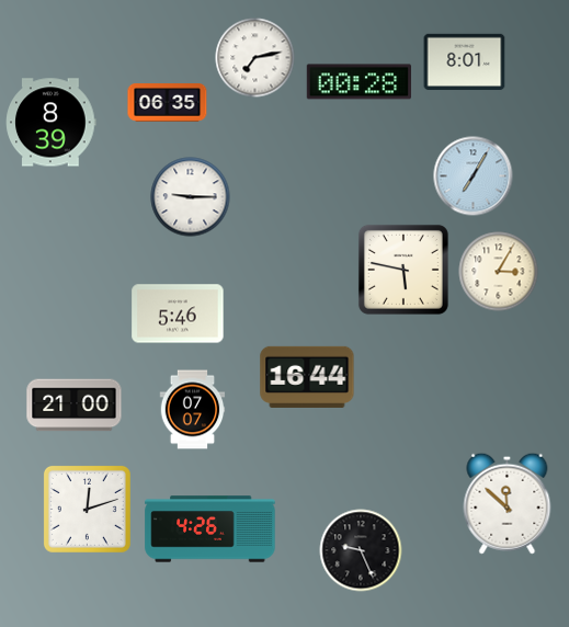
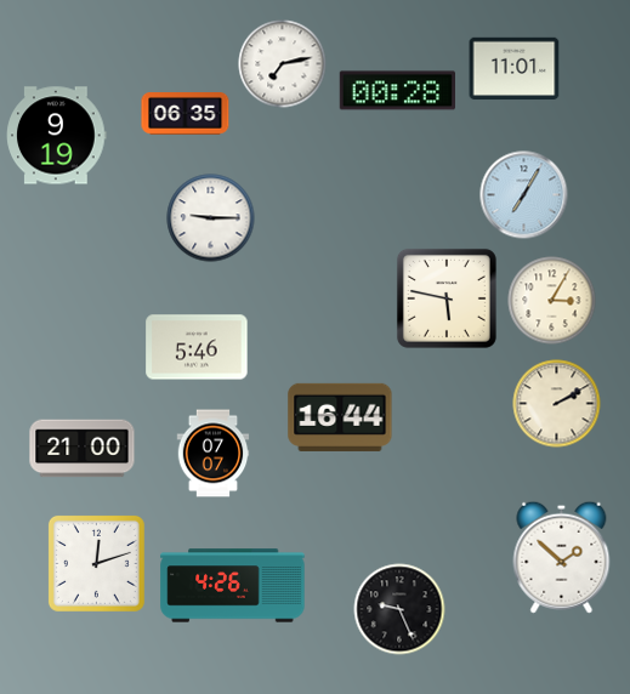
clock at (465, 62): 8:01 -> 11:01
clock at (52, 123): 8:39 -> 9:19
clock at (557, 404): none -> 2:10
clock at (508, 503): 11:52 -> 1:52
